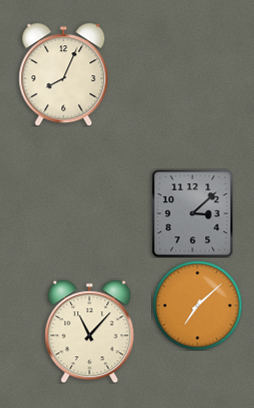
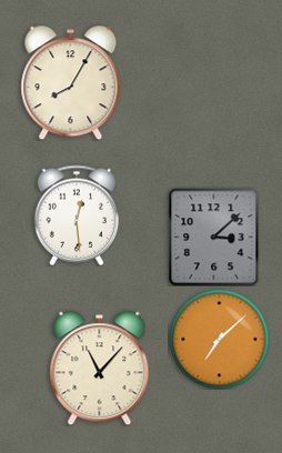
clock at (64, 74): 8:04 -> 8:05
clock at (77, 215): none -> 12:29
